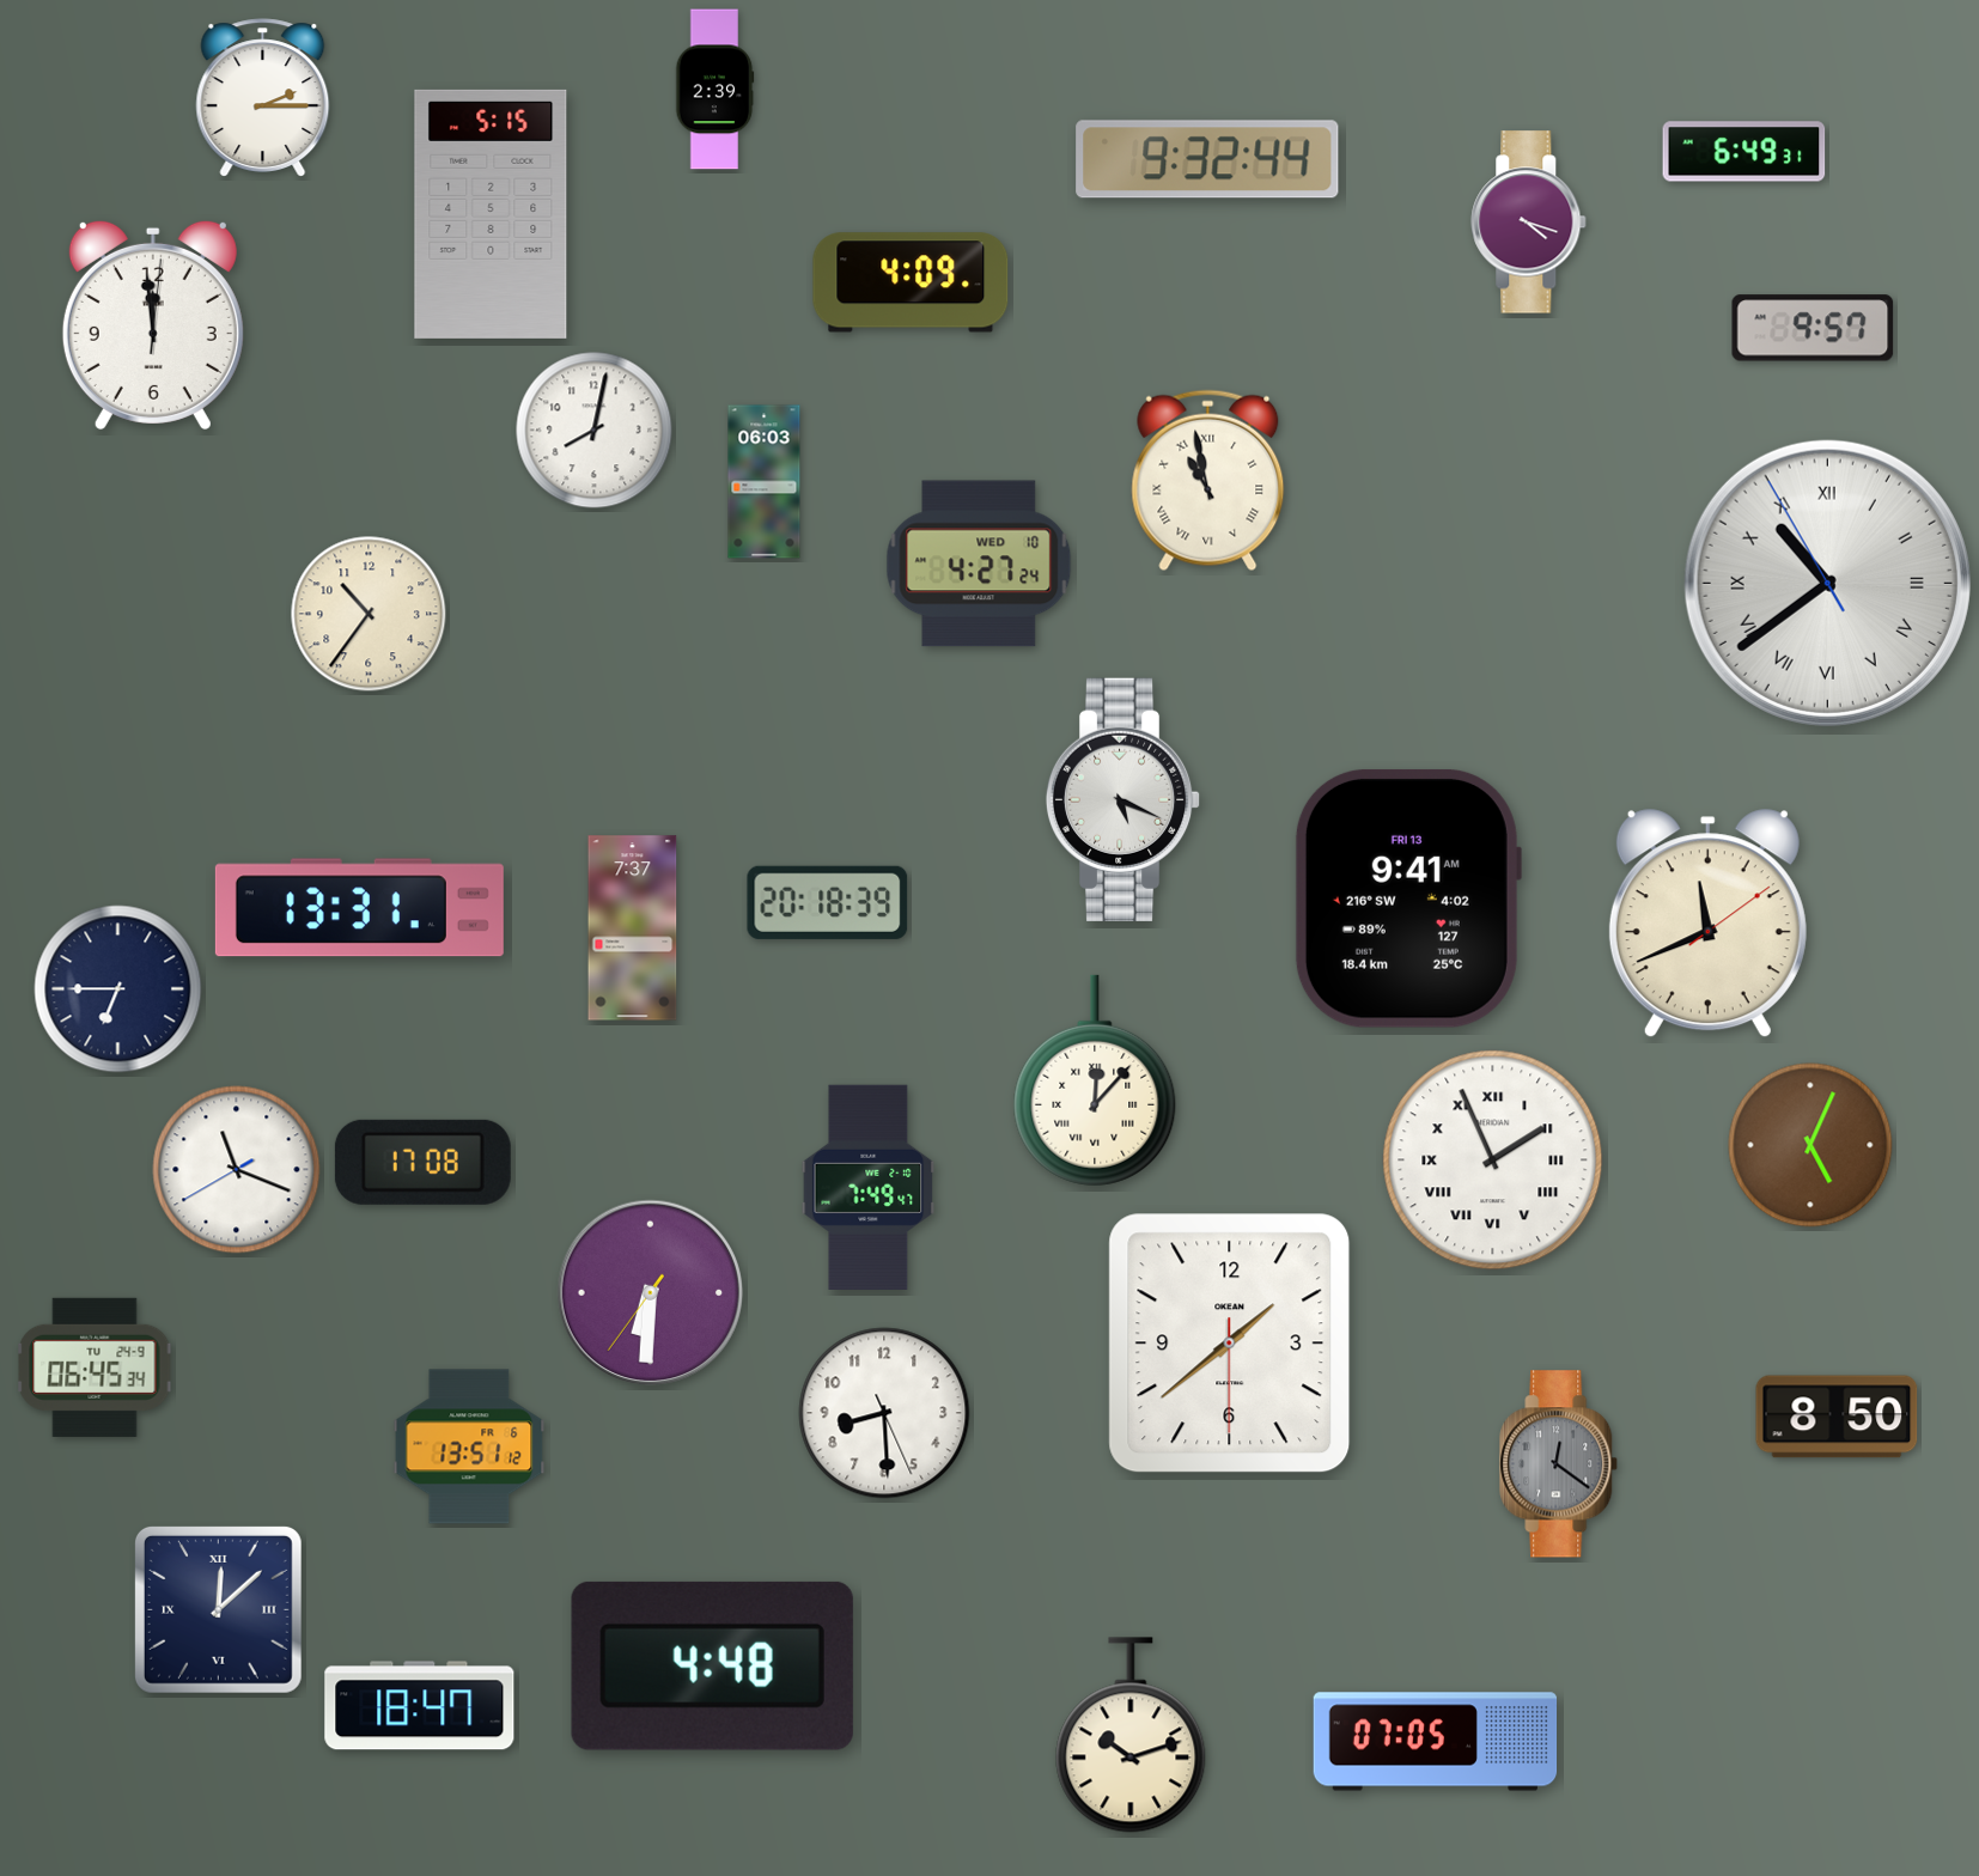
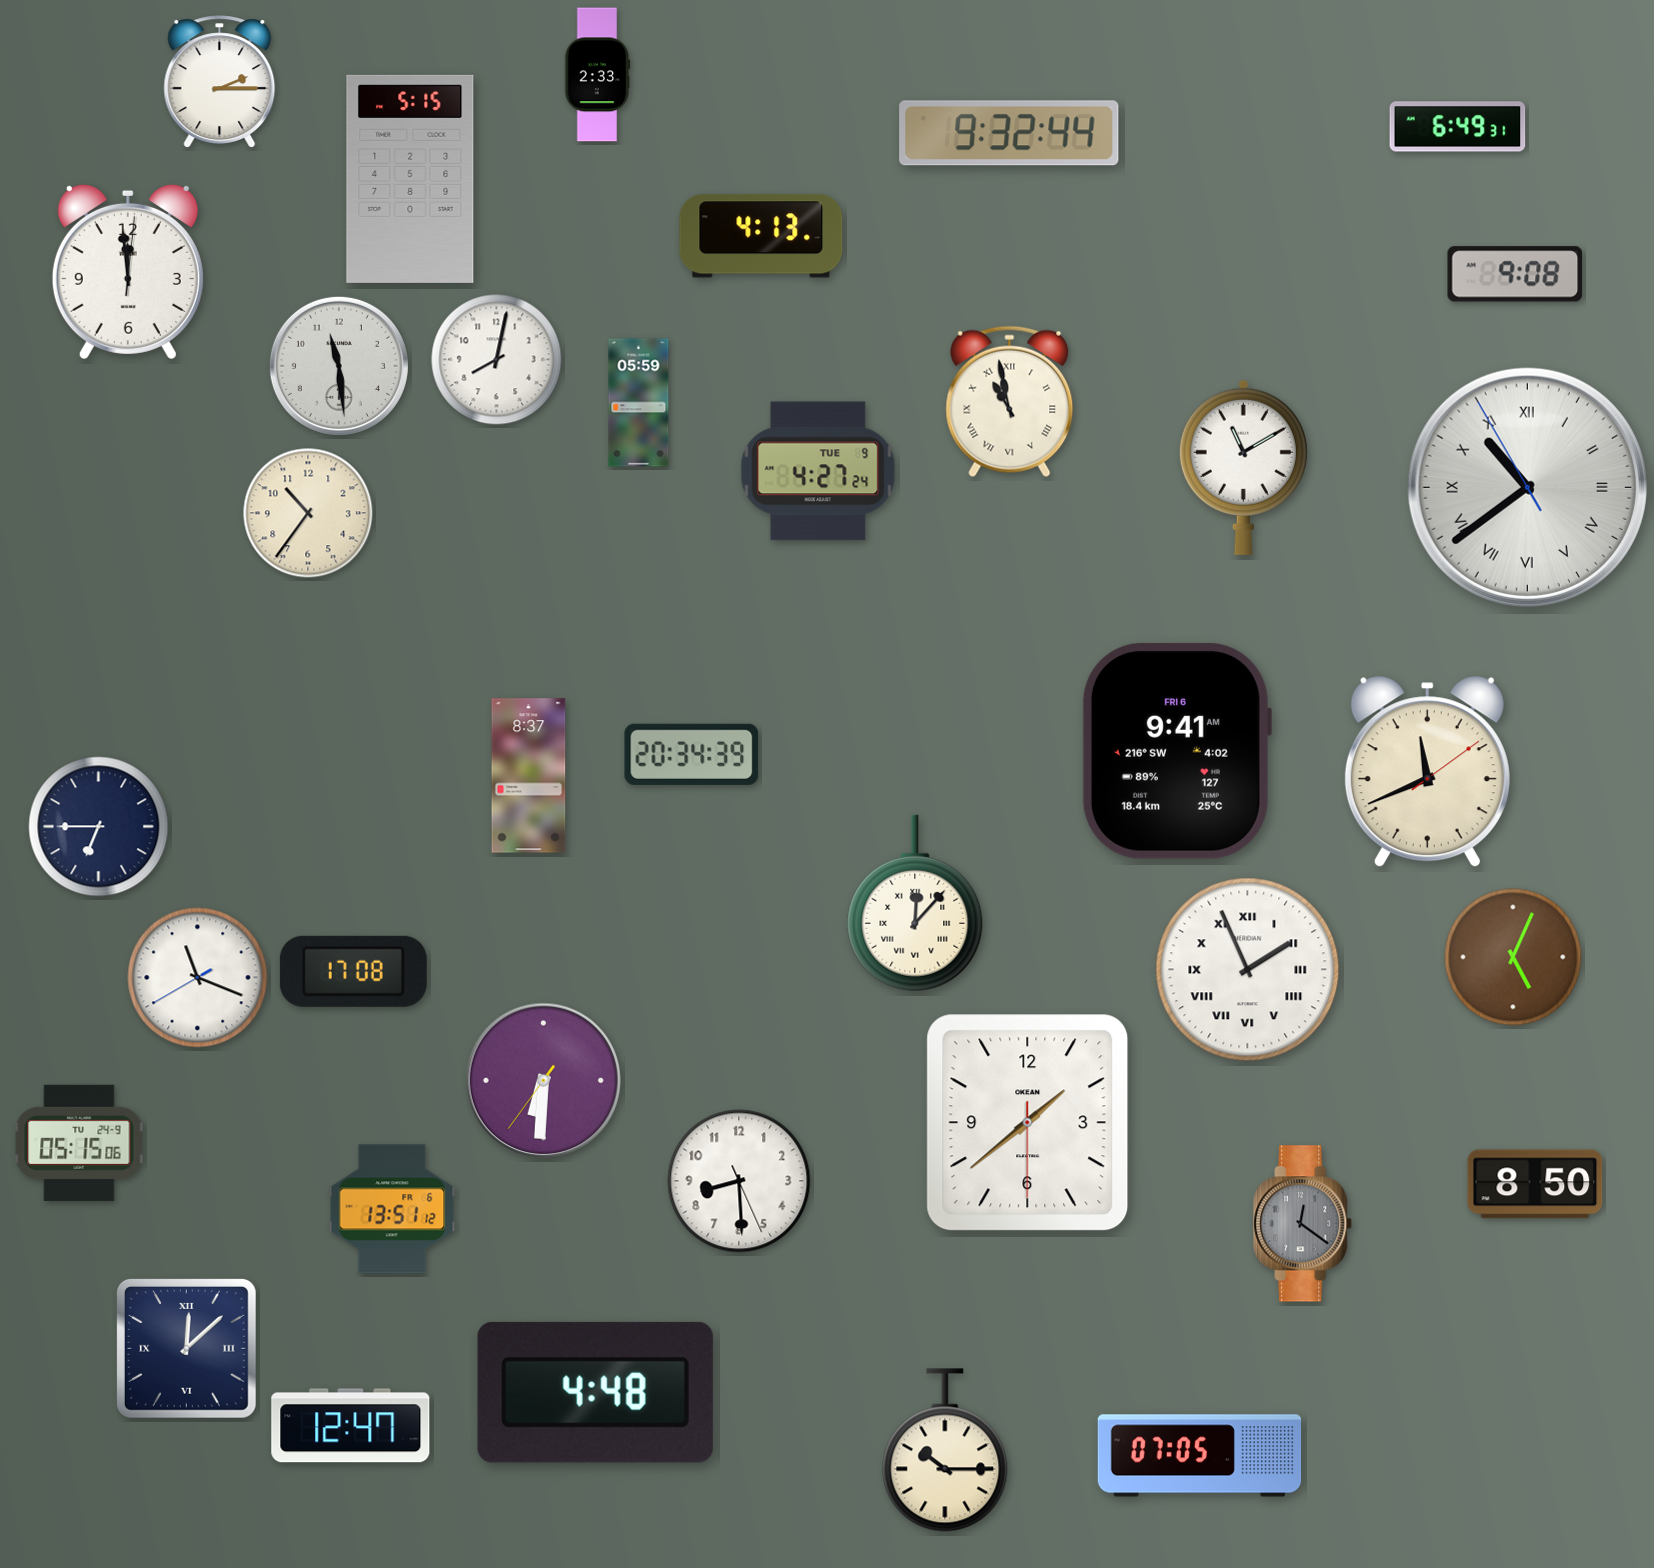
clock at (716, 90): 2:39 -> 2:33
clock at (1529, 223): 4:18 -> none
clock at (911, 282): 4:09 -> 4:13
clock at (1813, 328): 9:57 -> 9:08
clock at (339, 366): none -> 11:29
clock at (765, 482): 06:03 -> 05:59
clock at (1243, 467): none -> 11:10
clock at (979, 564) date: WED 10 -> TUE 9
clock at (1124, 799): 5:19 -> none
clock at (1407, 899) date: FRI 13 -> FRI 6
clock at (828, 902): 20:18 -> 20:34
clock at (359, 908): 13:31 -> none
clock at (633, 928): 7:37 -> 8:37
clock at (869, 1187): 7:49 -> none
clock at (95, 1368): 06:45 -> 05:15
clock at (218, 1609) position: (218, 1609) -> (186, 1348)
clock at (420, 1706): 18:47 -> 12:47
clock at (1131, 1735): 10:12 -> 10:15
